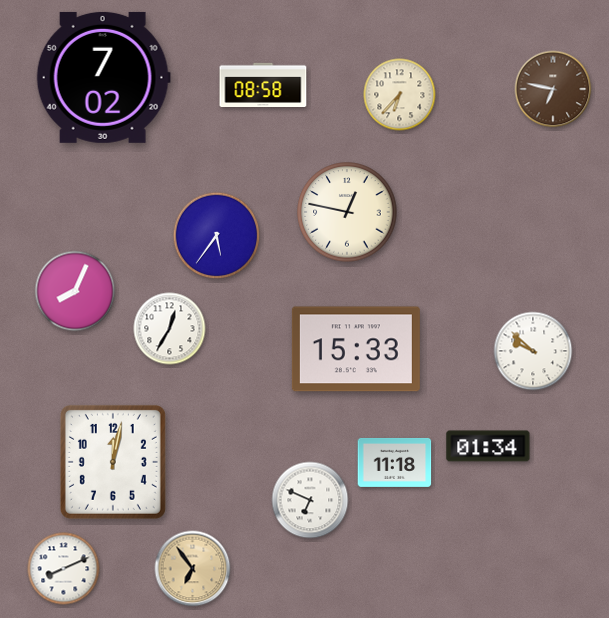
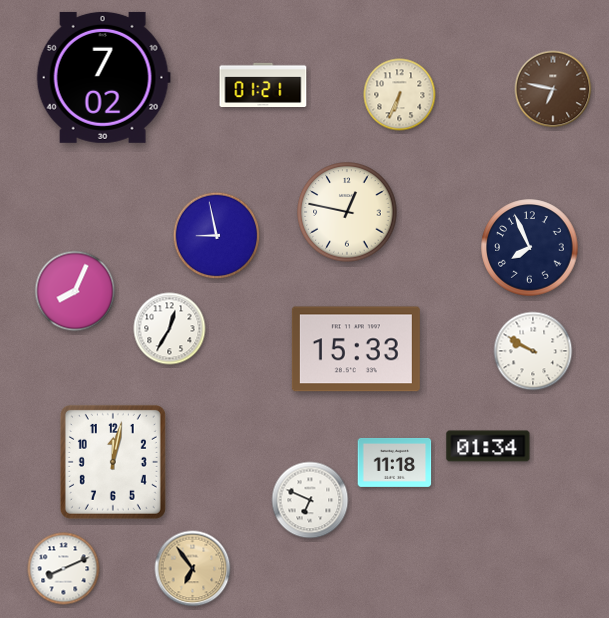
clock at (263, 84): 08:58 -> 01:21
clock at (400, 95): 6:37 -> 6:34
clock at (217, 236): 5:36 -> 8:58
clock at (530, 248): none -> 7:56
clock at (533, 351): 9:52 -> 9:50
